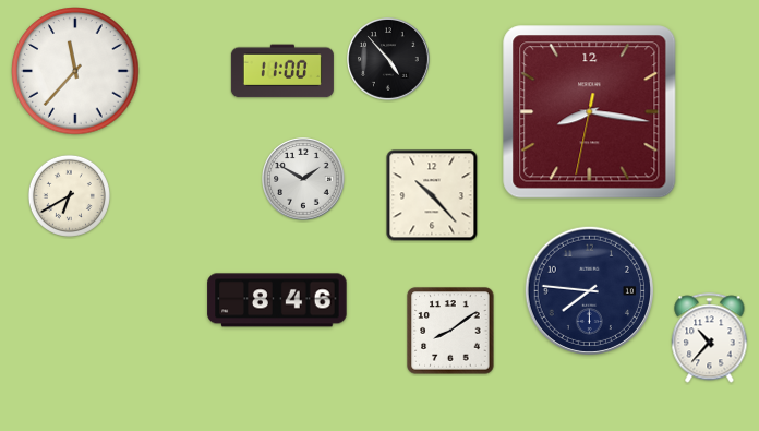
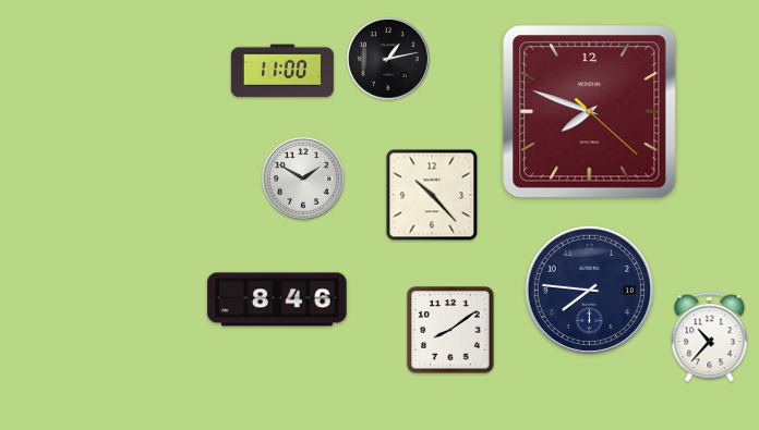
clock at (389, 60): 4:53 -> 1:13
clock at (75, 71): 11:37 -> none
clock at (590, 112): 8:16 -> 7:48
clock at (69, 195): 6:40 -> none
